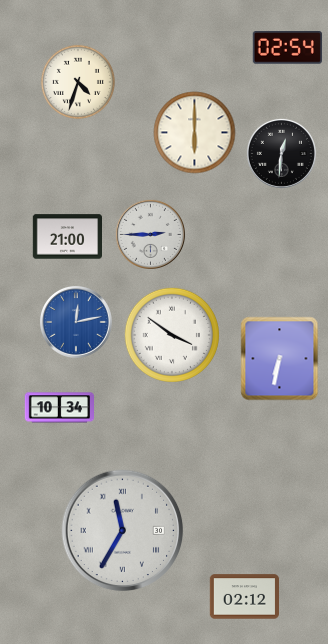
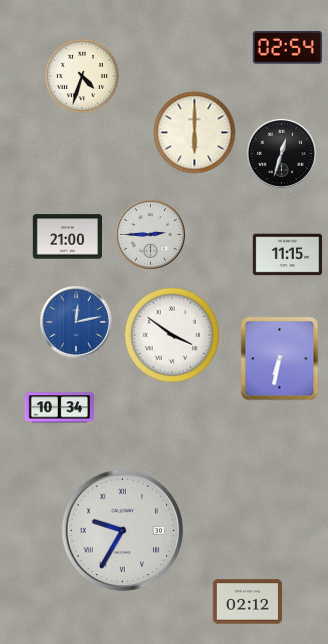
clock at (78, 82) position: (78, 82) -> (82, 76)
clock at (281, 153): 12:31 -> 12:33
clock at (288, 255): none -> 11:15
clock at (123, 531): 11:35 -> 9:35
clock at (245, 597) position: (245, 597) -> (248, 602)
